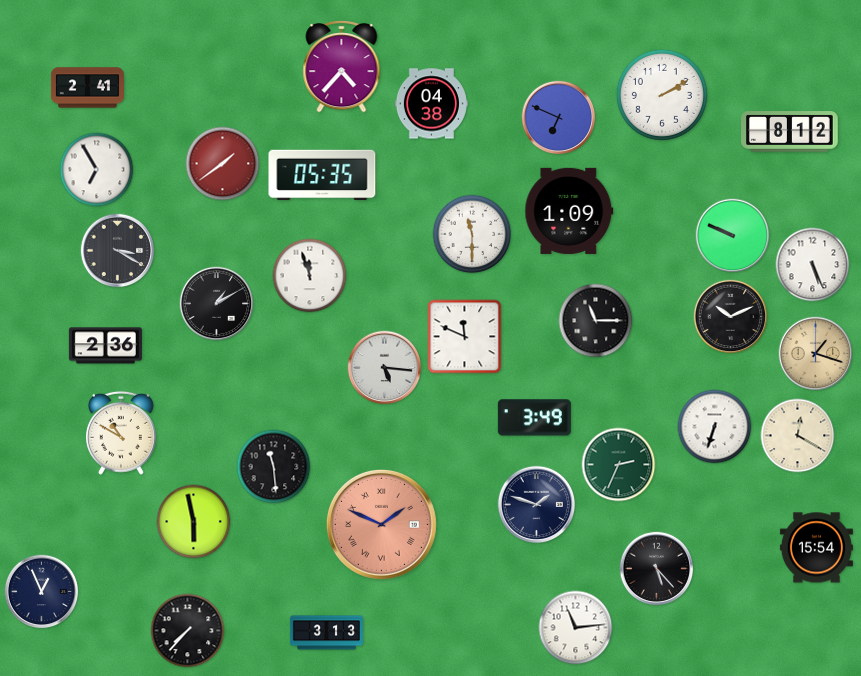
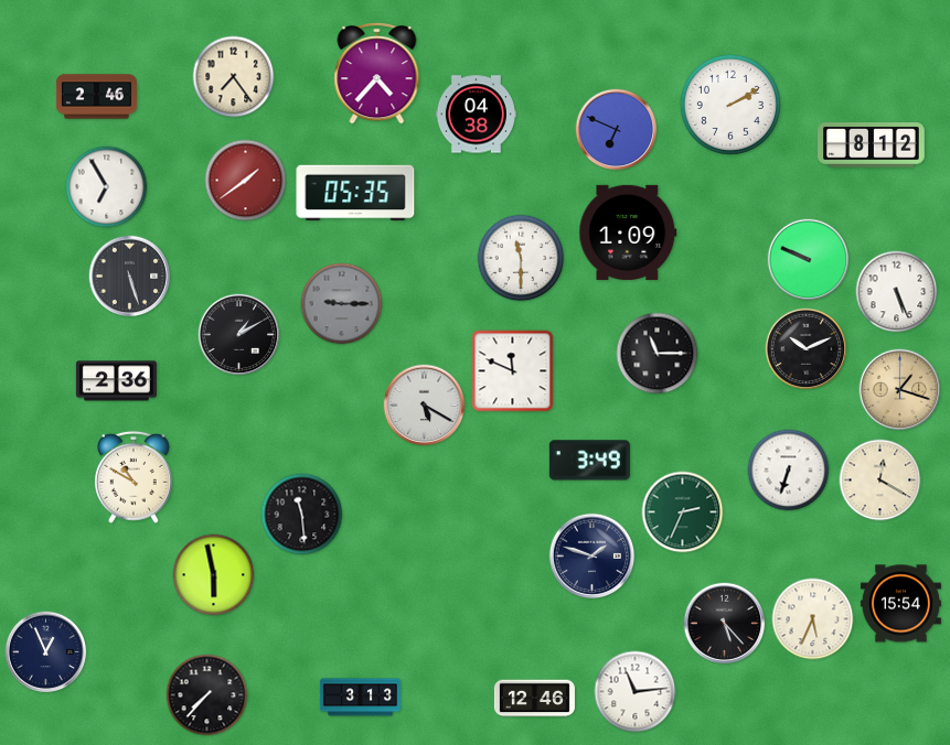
clock at (234, 77): none -> 7:24
clock at (87, 88): 2:41 -> 2:46
clock at (118, 251): 3:20 -> 5:27
clock at (310, 276): 11:57 -> 9:15
clock at (310, 276) dial: white -> grey
clock at (385, 368): 5:16 -> 5:20
clock at (381, 524): 1:49 -> none
clock at (813, 619): none -> 5:34
clock at (657, 569) position: (657, 569) -> (725, 624)
clock at (534, 699): none -> 12:46
